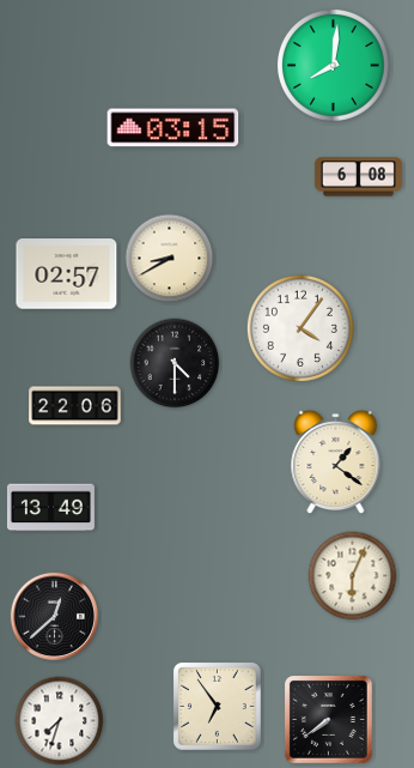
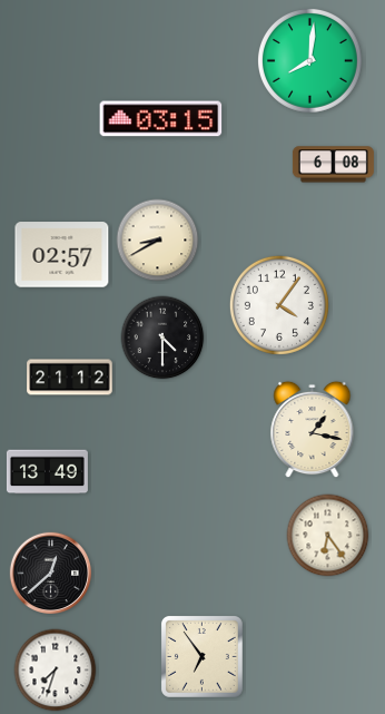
clock at (75, 406): 22:06 -> 21:12
clock at (336, 462): 1:21 -> 1:17
clock at (353, 576): 6:04 -> 6:24
clock at (328, 719): 7:39 -> none
